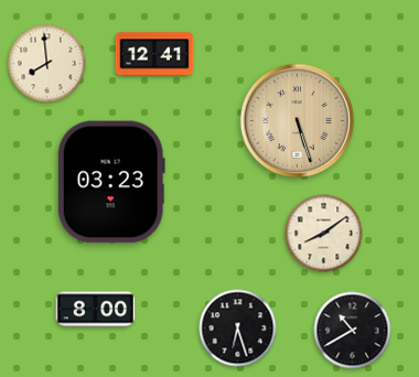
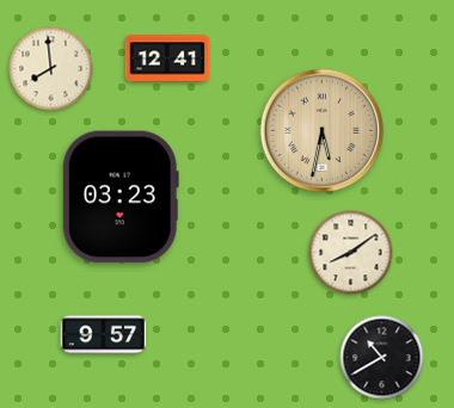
clock at (298, 121): 5:27 -> 5:32
clock at (96, 310): 8:00 -> 9:57
clock at (238, 328): 6:27 -> none
